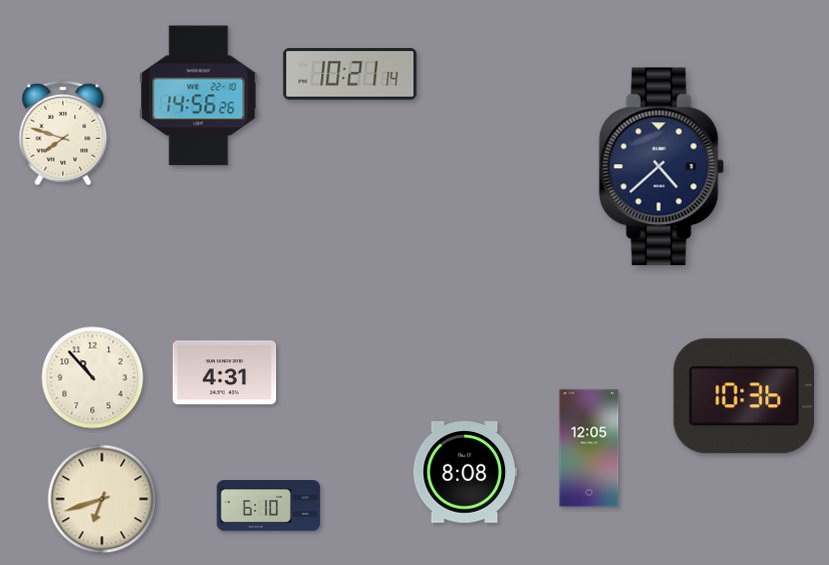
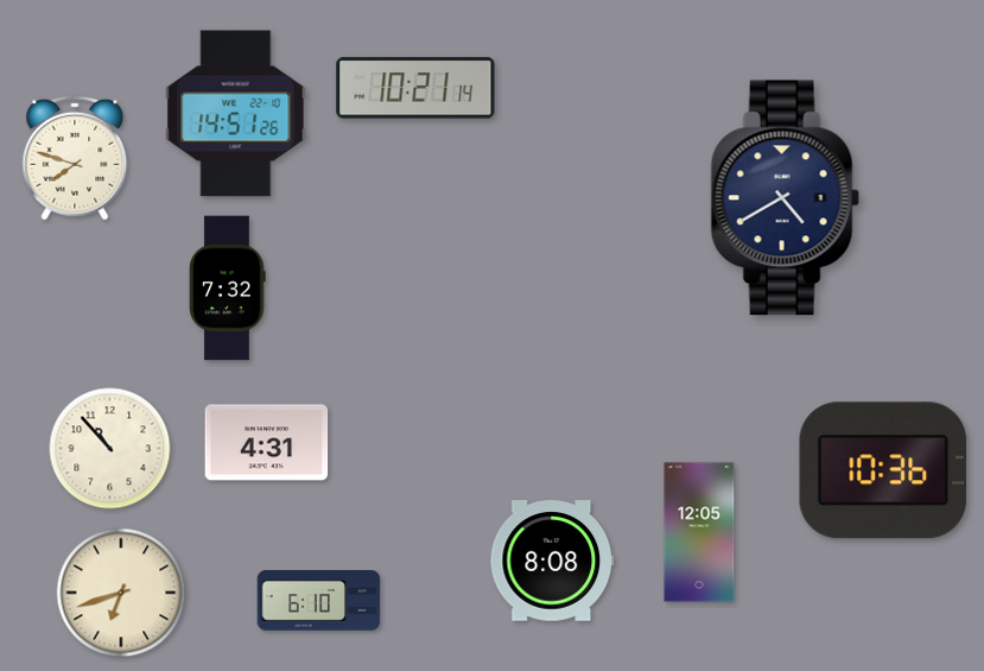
clock at (199, 96): 14:56 -> 14:51
clock at (661, 167): 4:38 -> 4:40
clock at (228, 289): none -> 7:32
